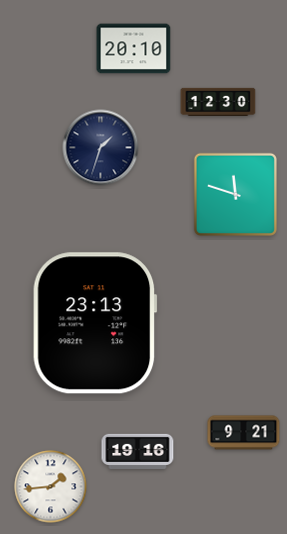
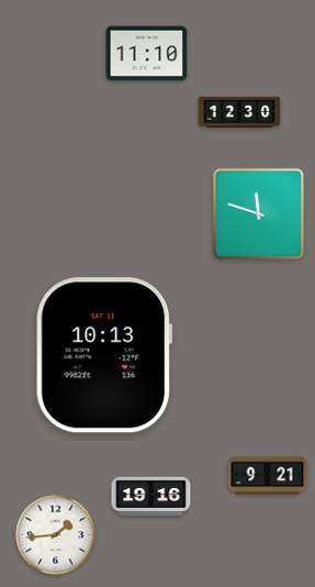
clock at (134, 49): 20:10 -> 11:10
clock at (101, 148): 1:33 -> none
clock at (95, 323): 23:13 -> 10:13
